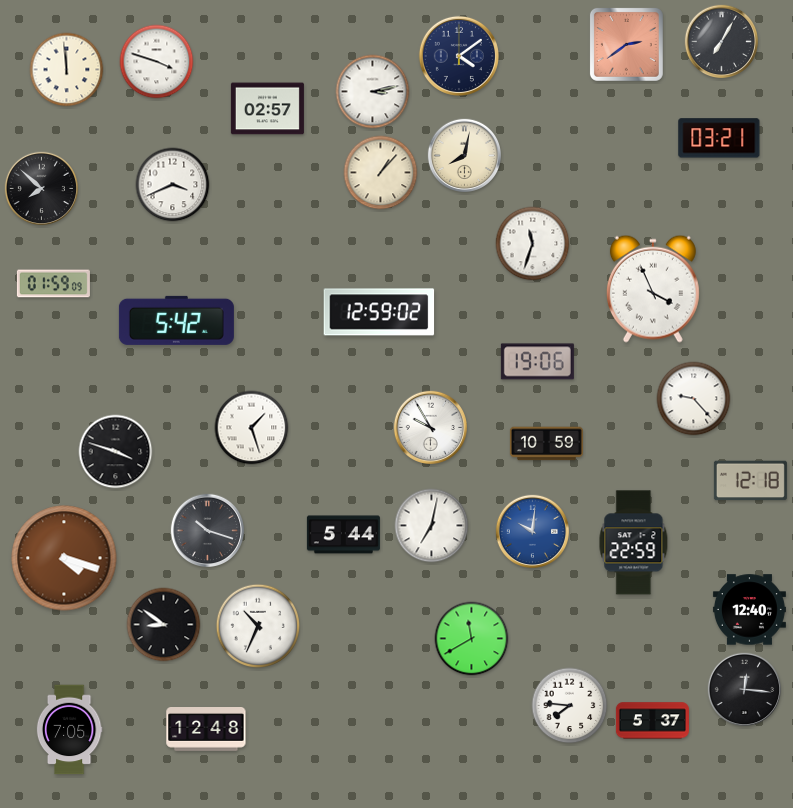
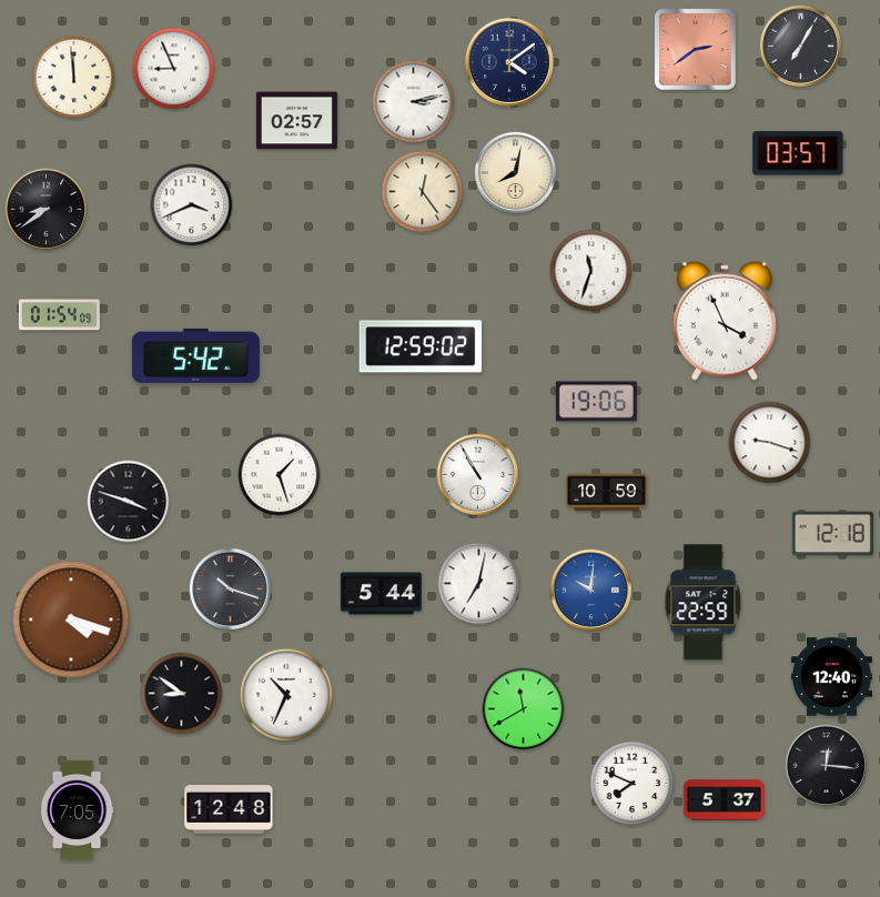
clock at (157, 62): 3:48 -> 8:56
clock at (719, 138): 03:21 -> 03:57
clock at (381, 173): 1:07 -> 12:24
clock at (41, 188): 7:52 -> 8:39
clock at (53, 284): 01:59 -> 01:54
clock at (694, 399): 9:23 -> 9:18
clock at (430, 427): 9:55 -> 10:55
clock at (570, 706): 7:46 -> 7:49
